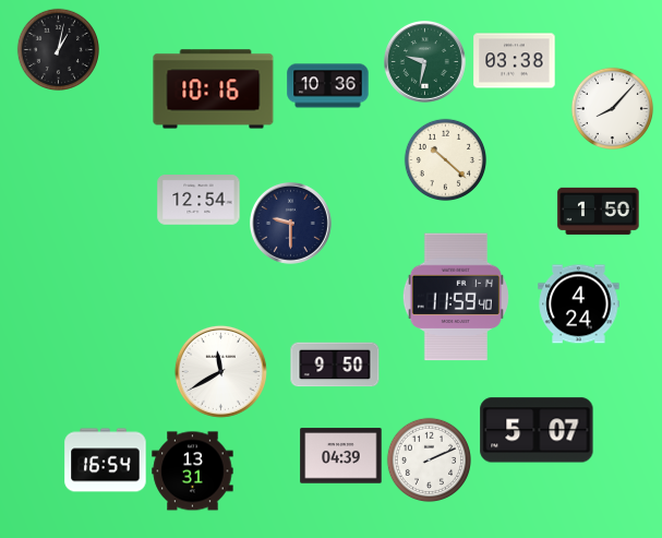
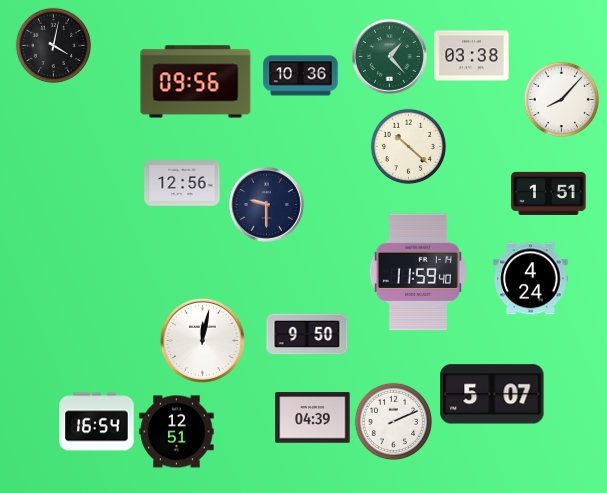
clock at (58, 49): 1:02 -> 4:02
clock at (425, 62): 9:32 -> 1:23
clock at (328, 86) position: (328, 86) -> (301, 76)
clock at (214, 89): 10:16 -> 09:56
clock at (198, 200): 12:54 -> 12:56
clock at (599, 211): 1:50 -> 1:51
clock at (220, 371): 11:40 -> 12:02
clock at (193, 471): 13:31 -> 12:51
